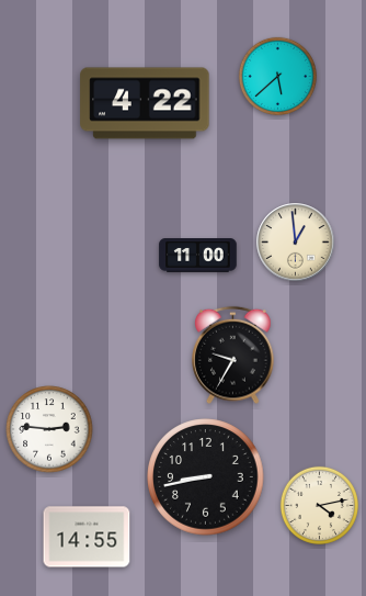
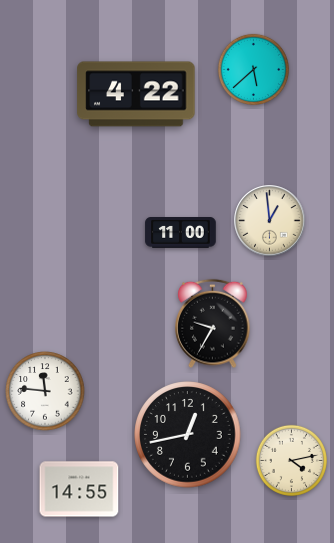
clock at (145, 103) position: (145, 103) -> (136, 94)
clock at (49, 429): 2:46 -> 11:46
clock at (206, 477): 8:43 -> 12:43
